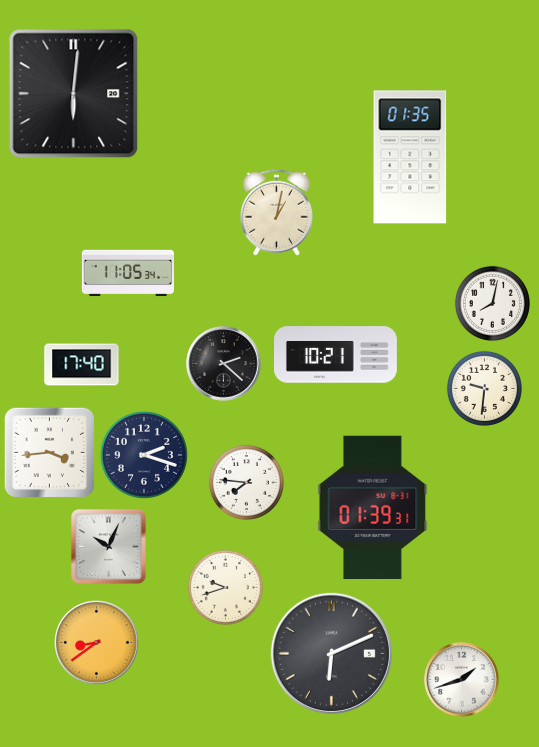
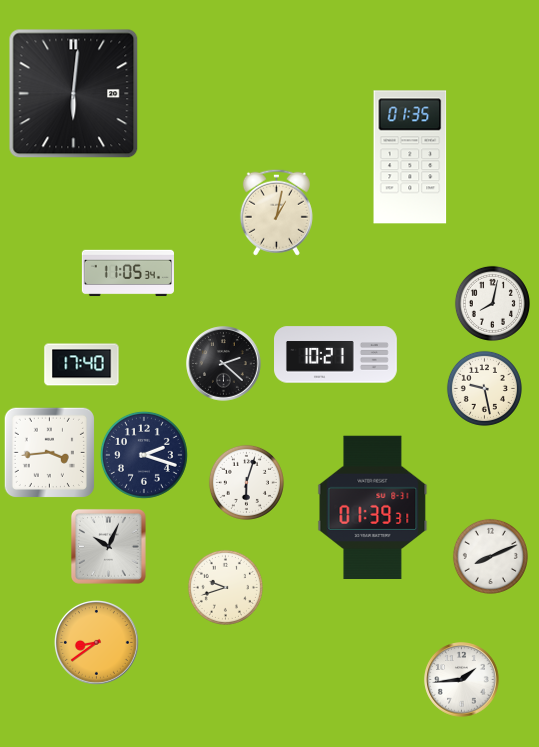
clock at (484, 388): 9:31 -> 9:28
clock at (246, 482): 7:46 -> 6:03
clock at (490, 556): none -> 8:11
clock at (331, 653): 6:11 -> none
clock at (462, 680): 1:42 -> 1:44
